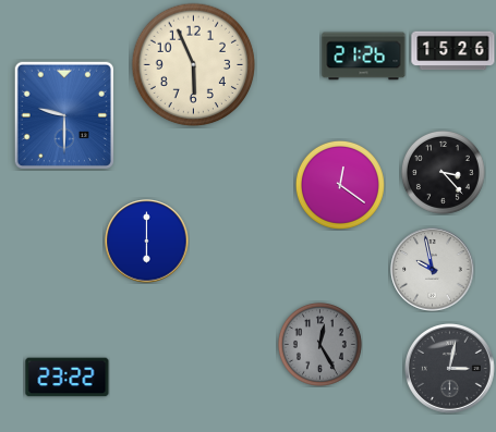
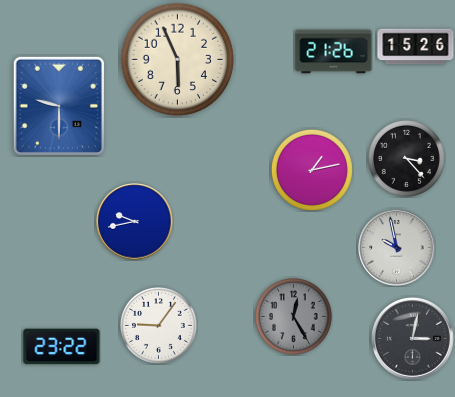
clock at (340, 185): 12:21 -> 1:13
clock at (147, 242): 6:00 -> 9:43
clock at (158, 325): none -> 9:06
